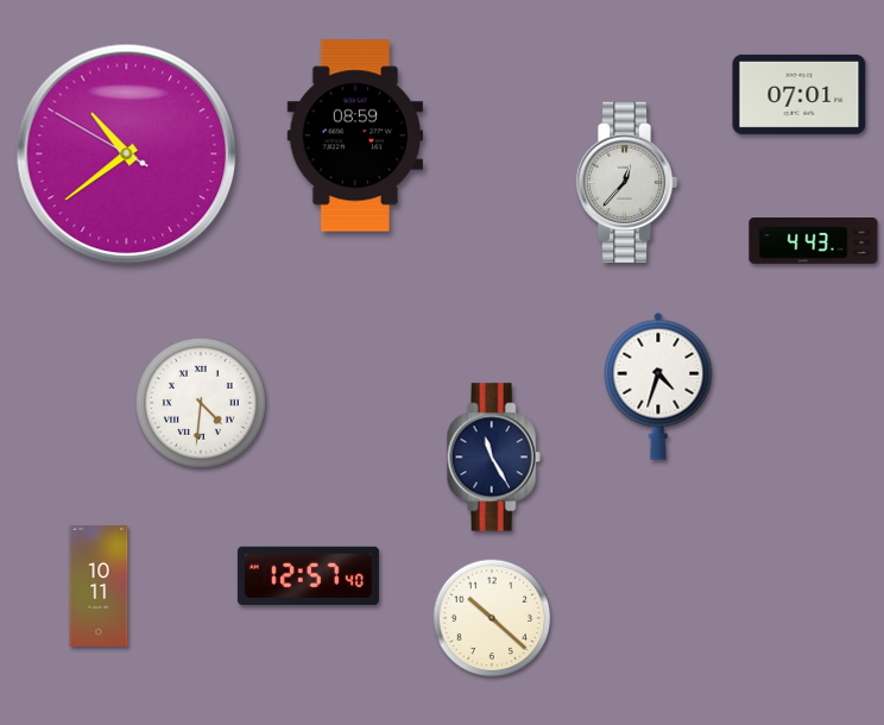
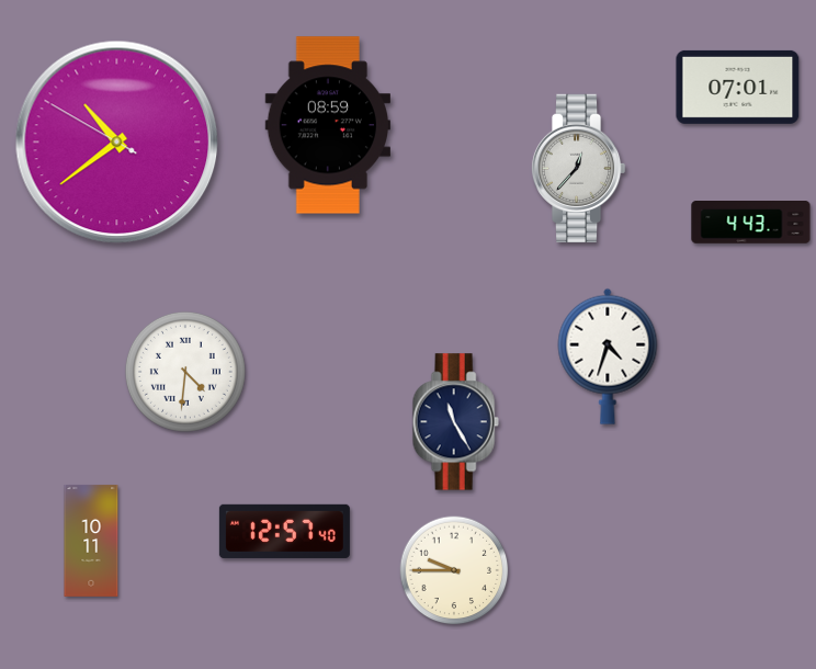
clock at (492, 618): 10:22 -> 9:45
